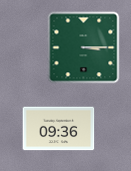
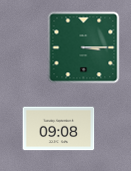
clock at (59, 129): 09:36 -> 09:08
